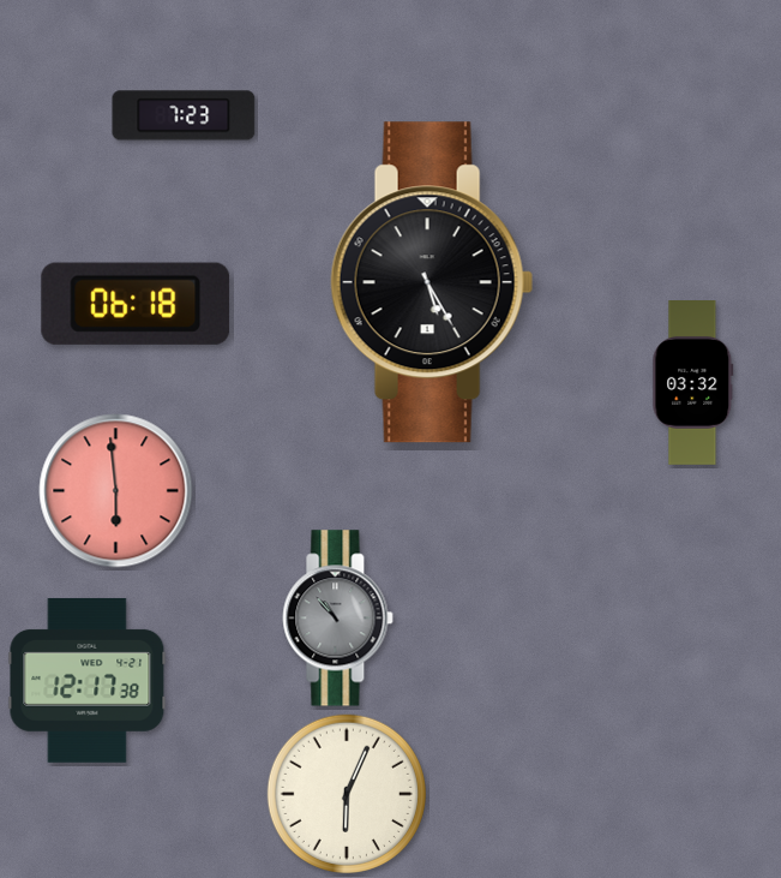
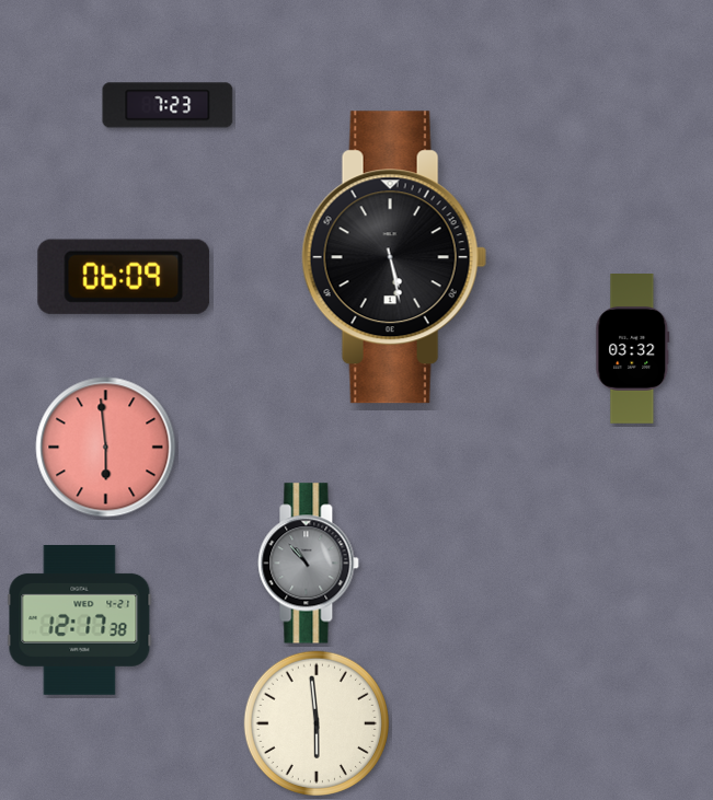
clock at (432, 282): 5:25 -> 5:28
clock at (136, 304): 06:18 -> 06:09
clock at (346, 793): 6:04 -> 5:59
